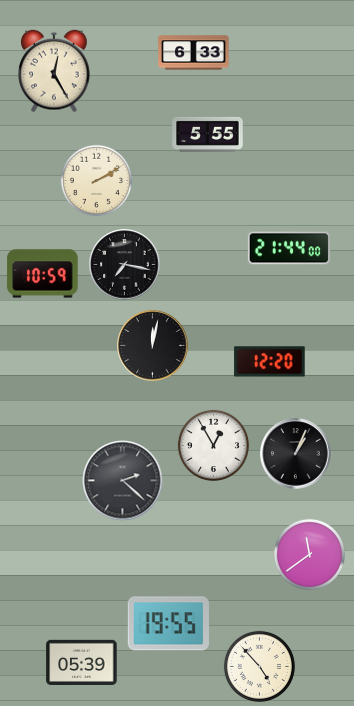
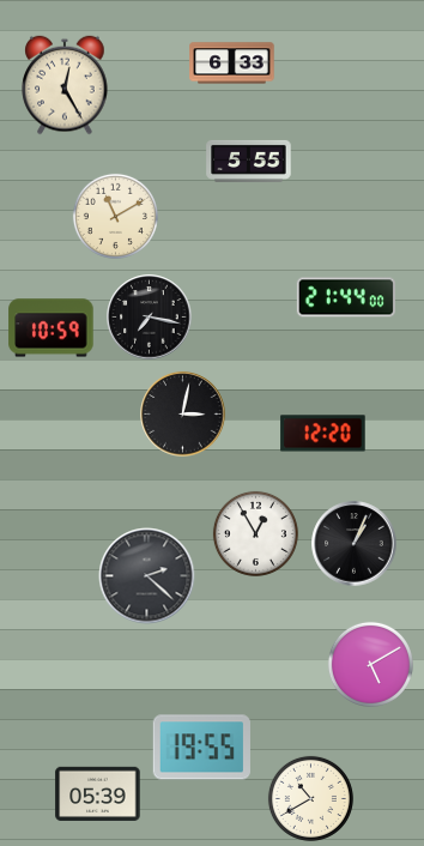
clock at (96, 180): 2:10 -> 11:10
clock at (153, 346): 12:02 -> 3:02
clock at (309, 554): 11:39 -> 5:10
clock at (259, 666): 4:53 -> 10:40
